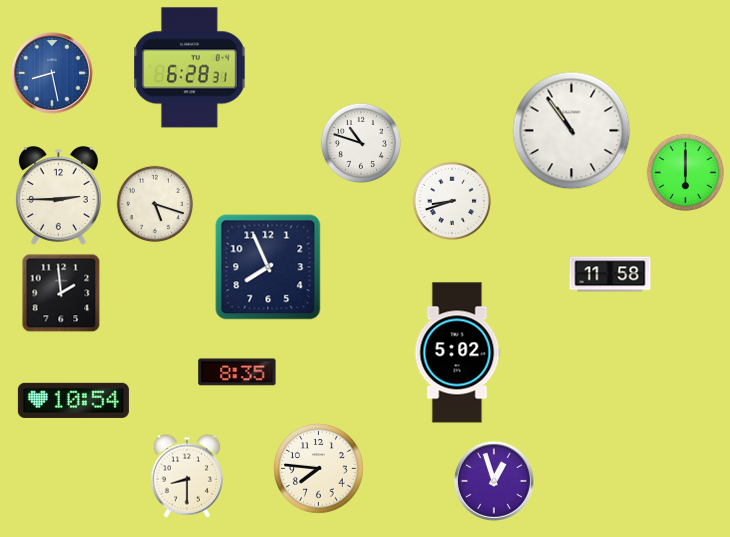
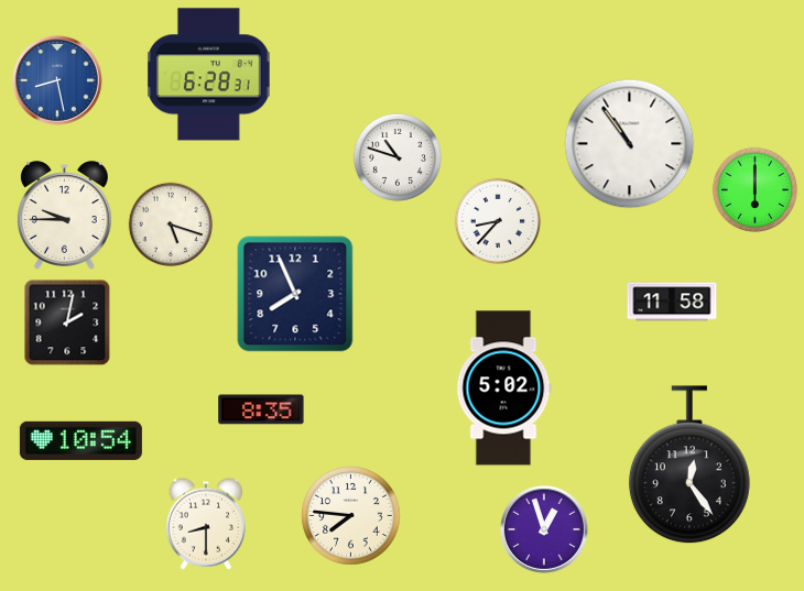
clock at (59, 196): 2:45 -> 9:45
clock at (451, 200): 8:42 -> 8:37
clock at (61, 293): 1:59 -> 2:02
clock at (689, 466): none -> 12:24
